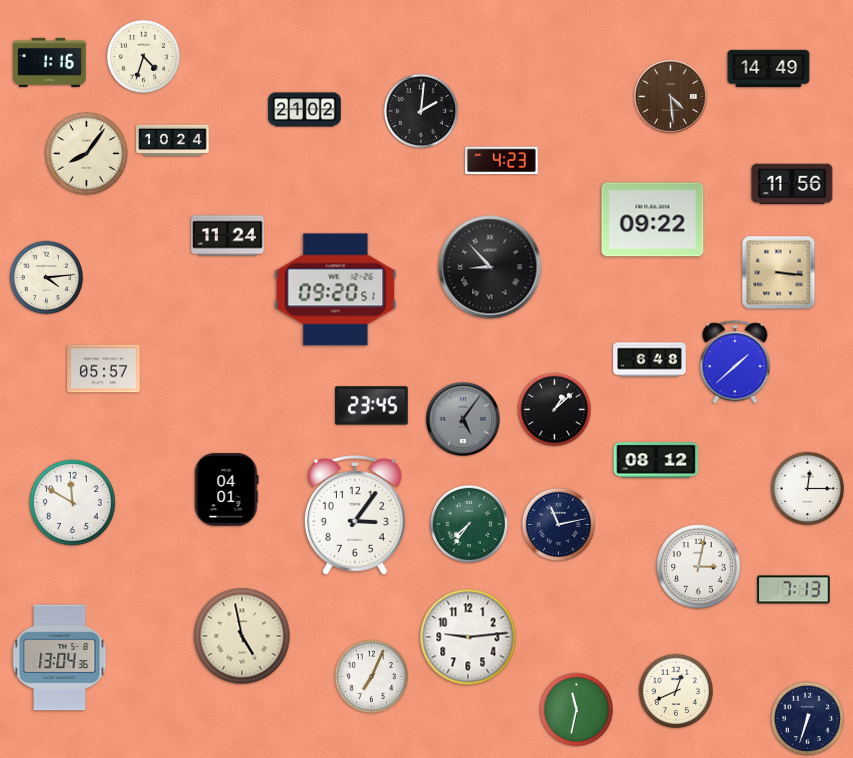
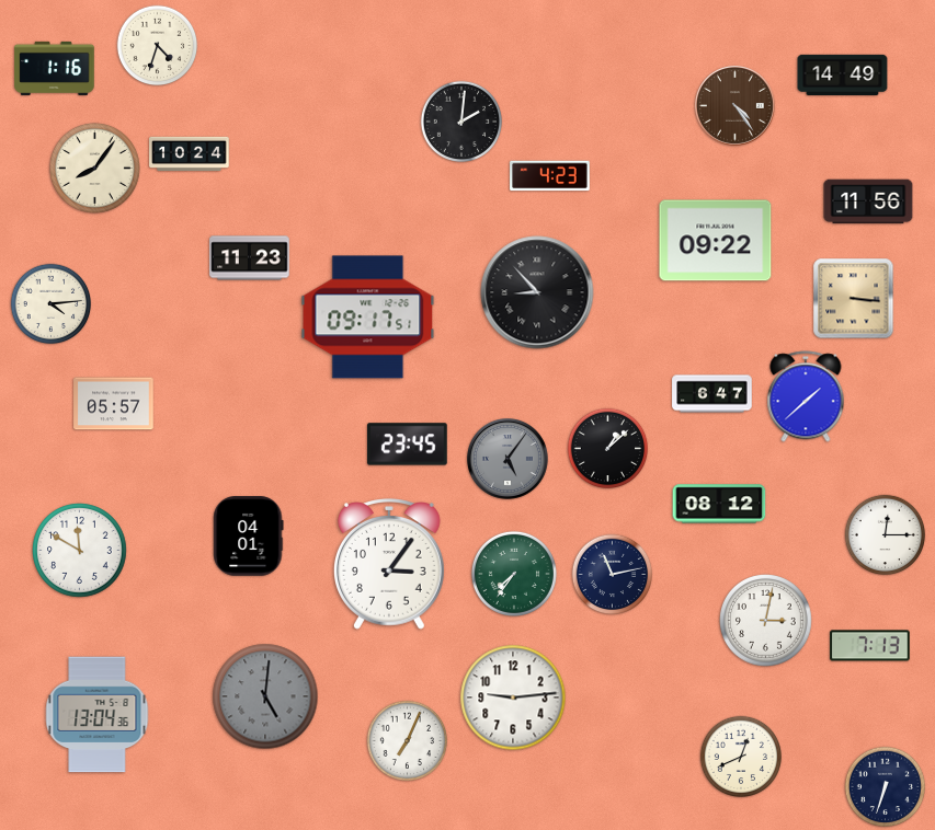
clock at (144, 57) position: (144, 57) -> (158, 46)
clock at (670, 96): 4:29 -> 4:24
clock at (305, 110): 21:02 -> none
clock at (228, 236): 11:24 -> 11:23
clock at (336, 290): 09:20 -> 09:17
clock at (650, 360): 6:48 -> 6:47
clock at (242, 636): 4:58 -> 5:01
clock at (242, 636) dial: cream -> grey
clock at (60, 658) position: (60, 658) -> (98, 715)
clock at (577, 710): 11:32 -> none
